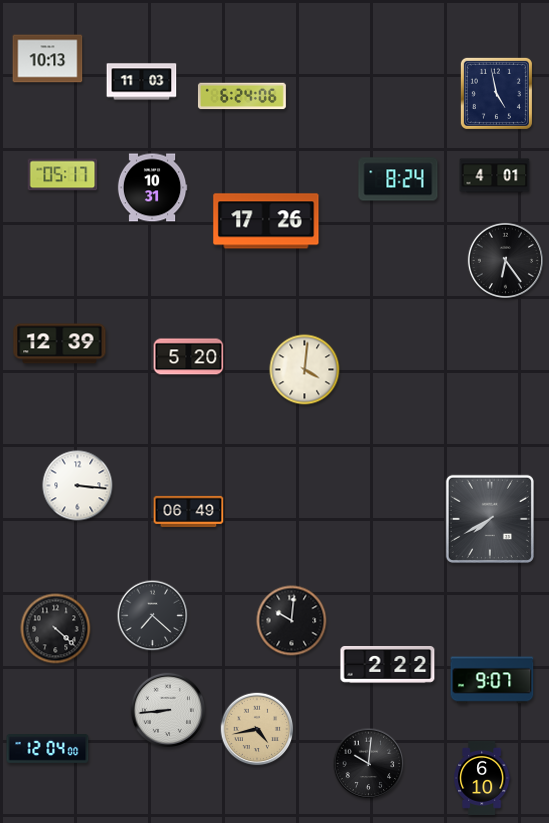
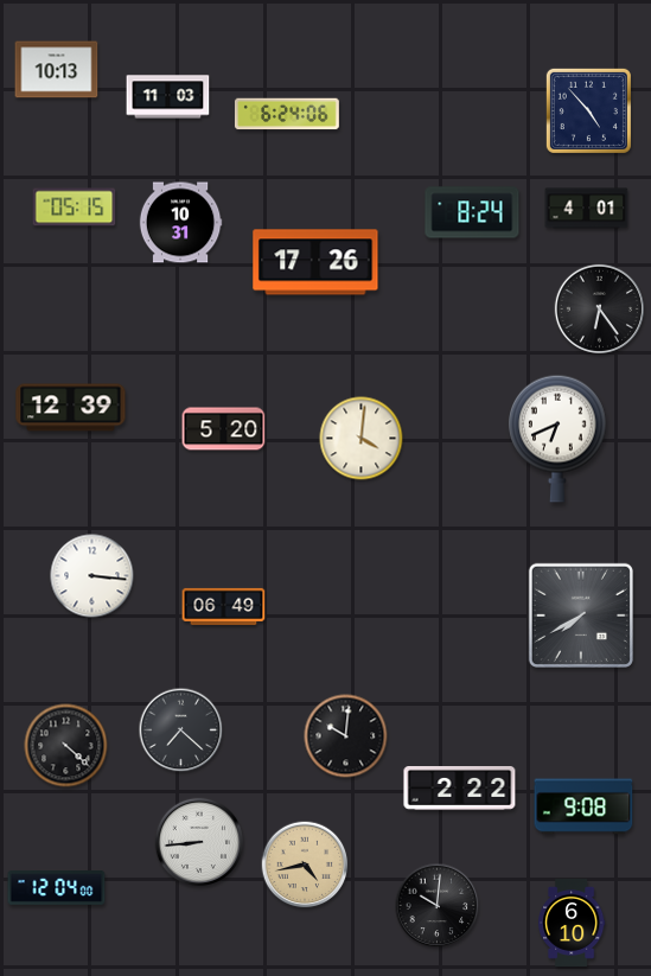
clock at (496, 93): 4:58 -> 4:53
clock at (63, 175): 05:17 -> 05:15
clock at (189, 357) position: (189, 357) -> (224, 429)
clock at (557, 439): none -> 6:41
clock at (492, 680): 9:07 -> 9:08
